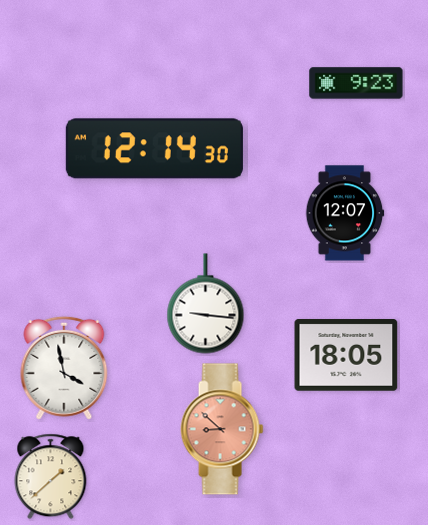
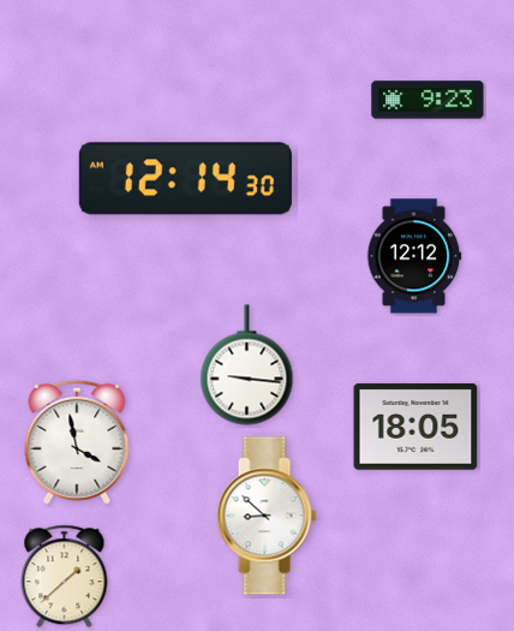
clock at (345, 213): 12:07 -> 12:12
clock at (222, 429) dial: salmon -> white
clock at (51, 477) position: (51, 477) -> (65, 577)
